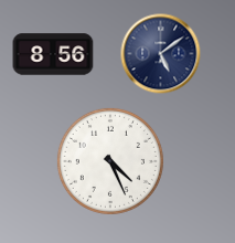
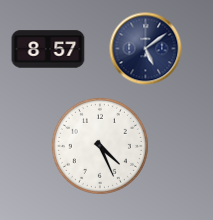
clock at (53, 54): 8:56 -> 8:57
